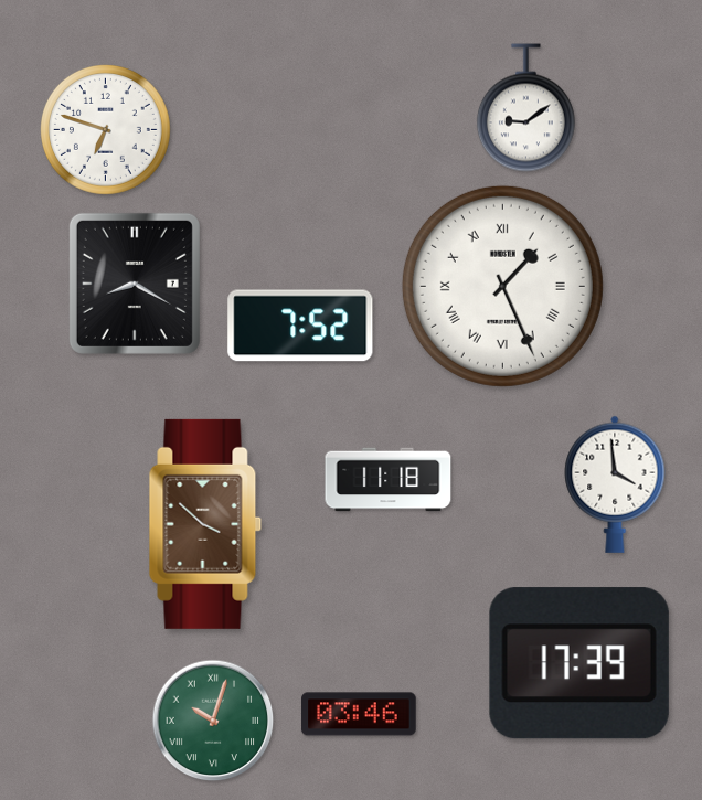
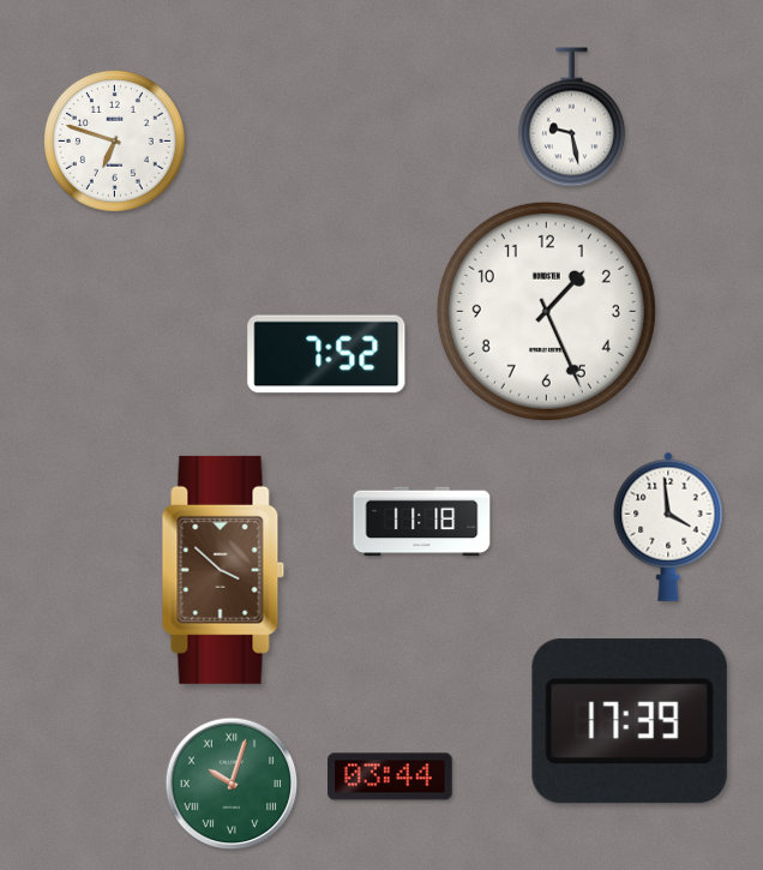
clock at (525, 108): 9:09 -> 9:28
clock at (135, 284): 8:20 -> none
clock at (502, 286) numerals: Roman -> Arabic
clock at (359, 714): 03:46 -> 03:44
